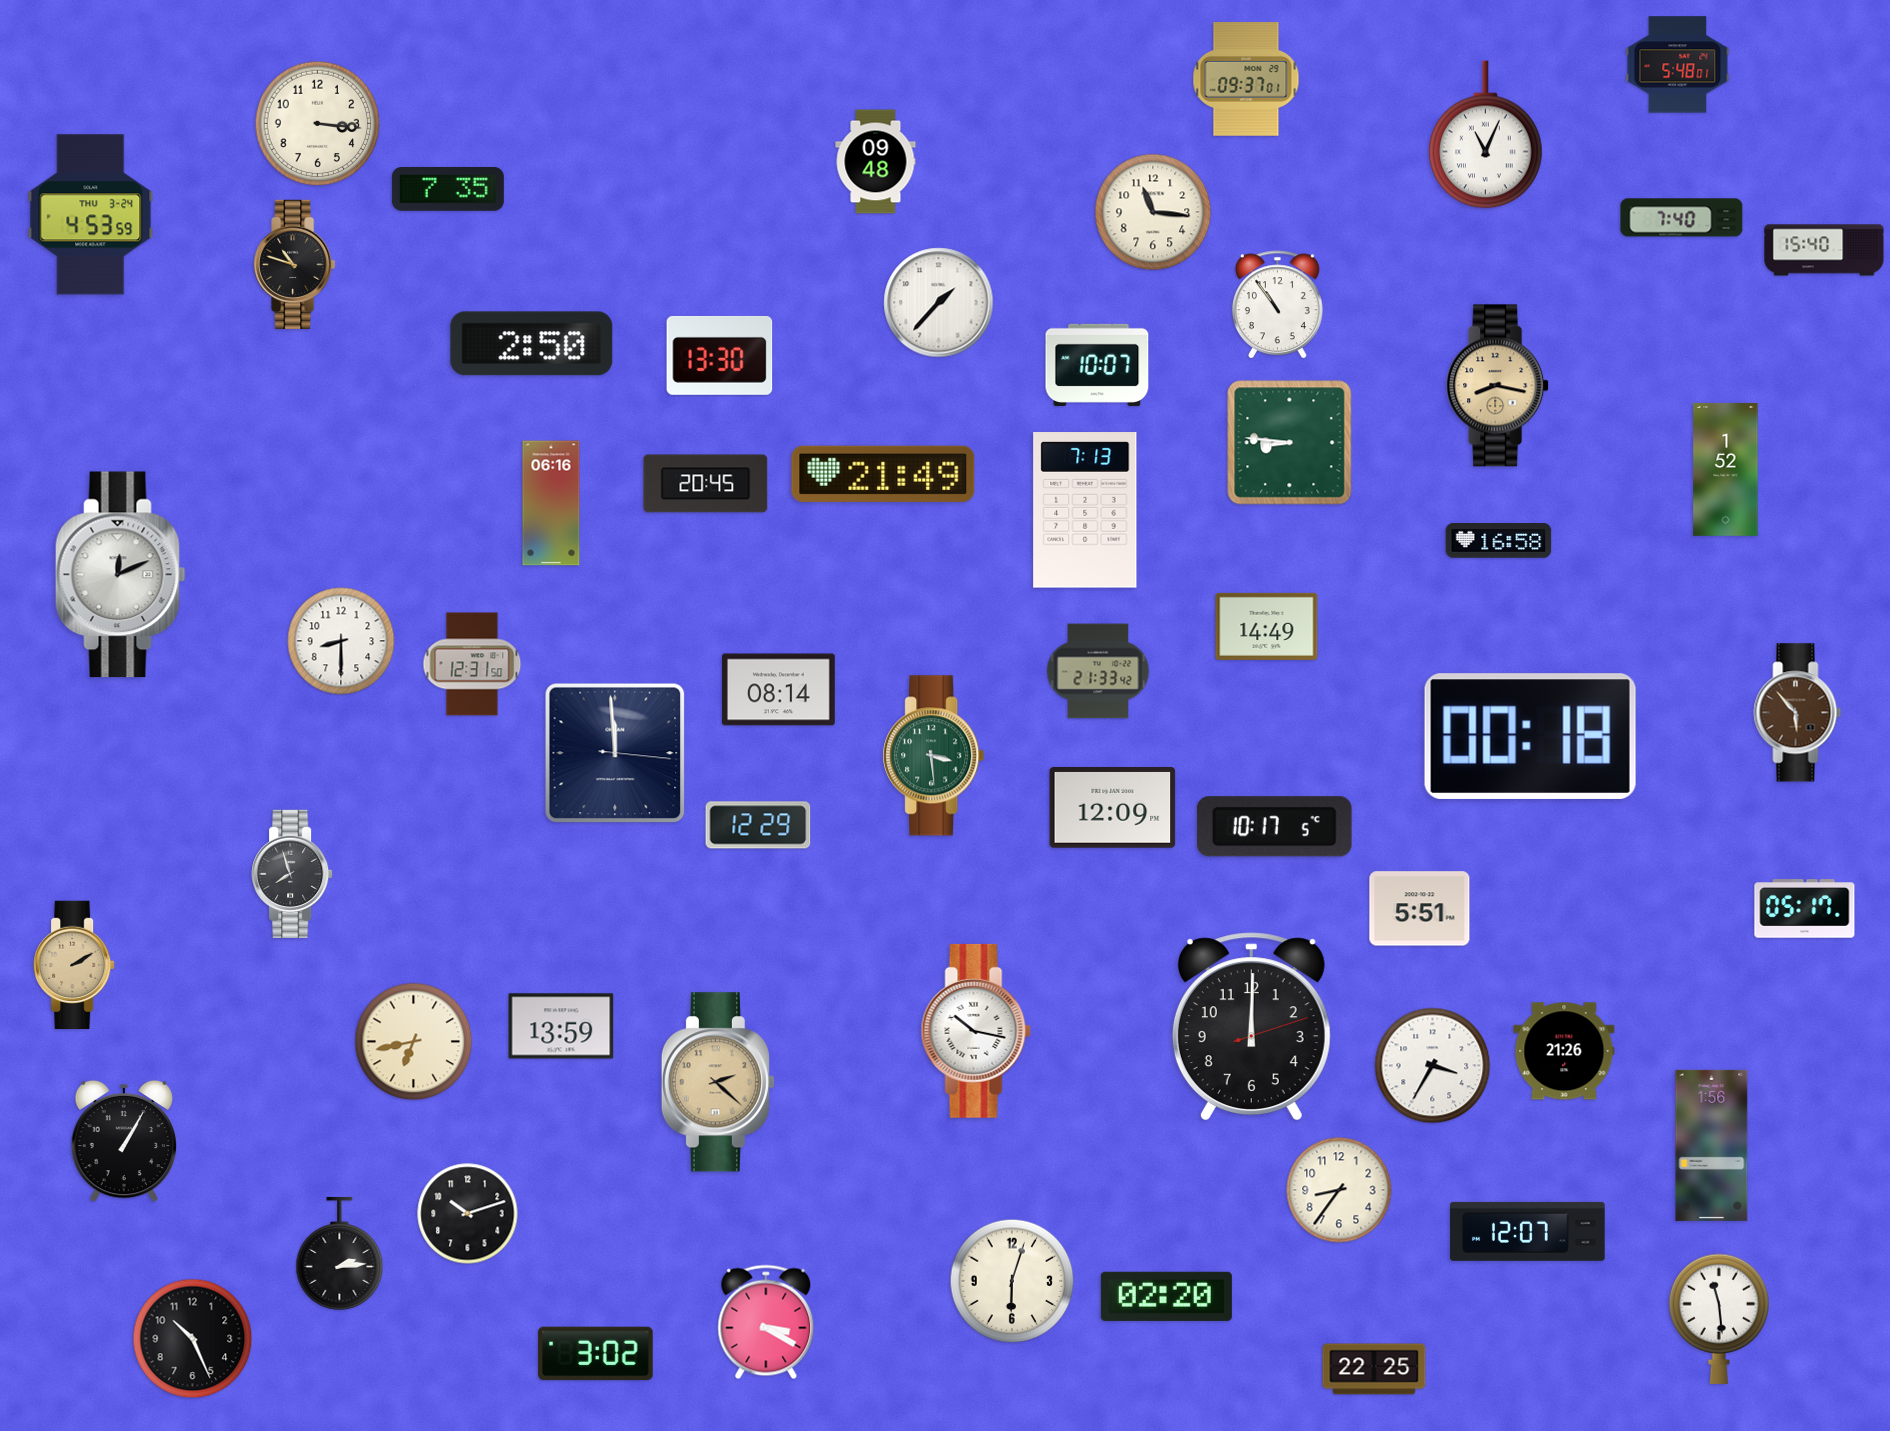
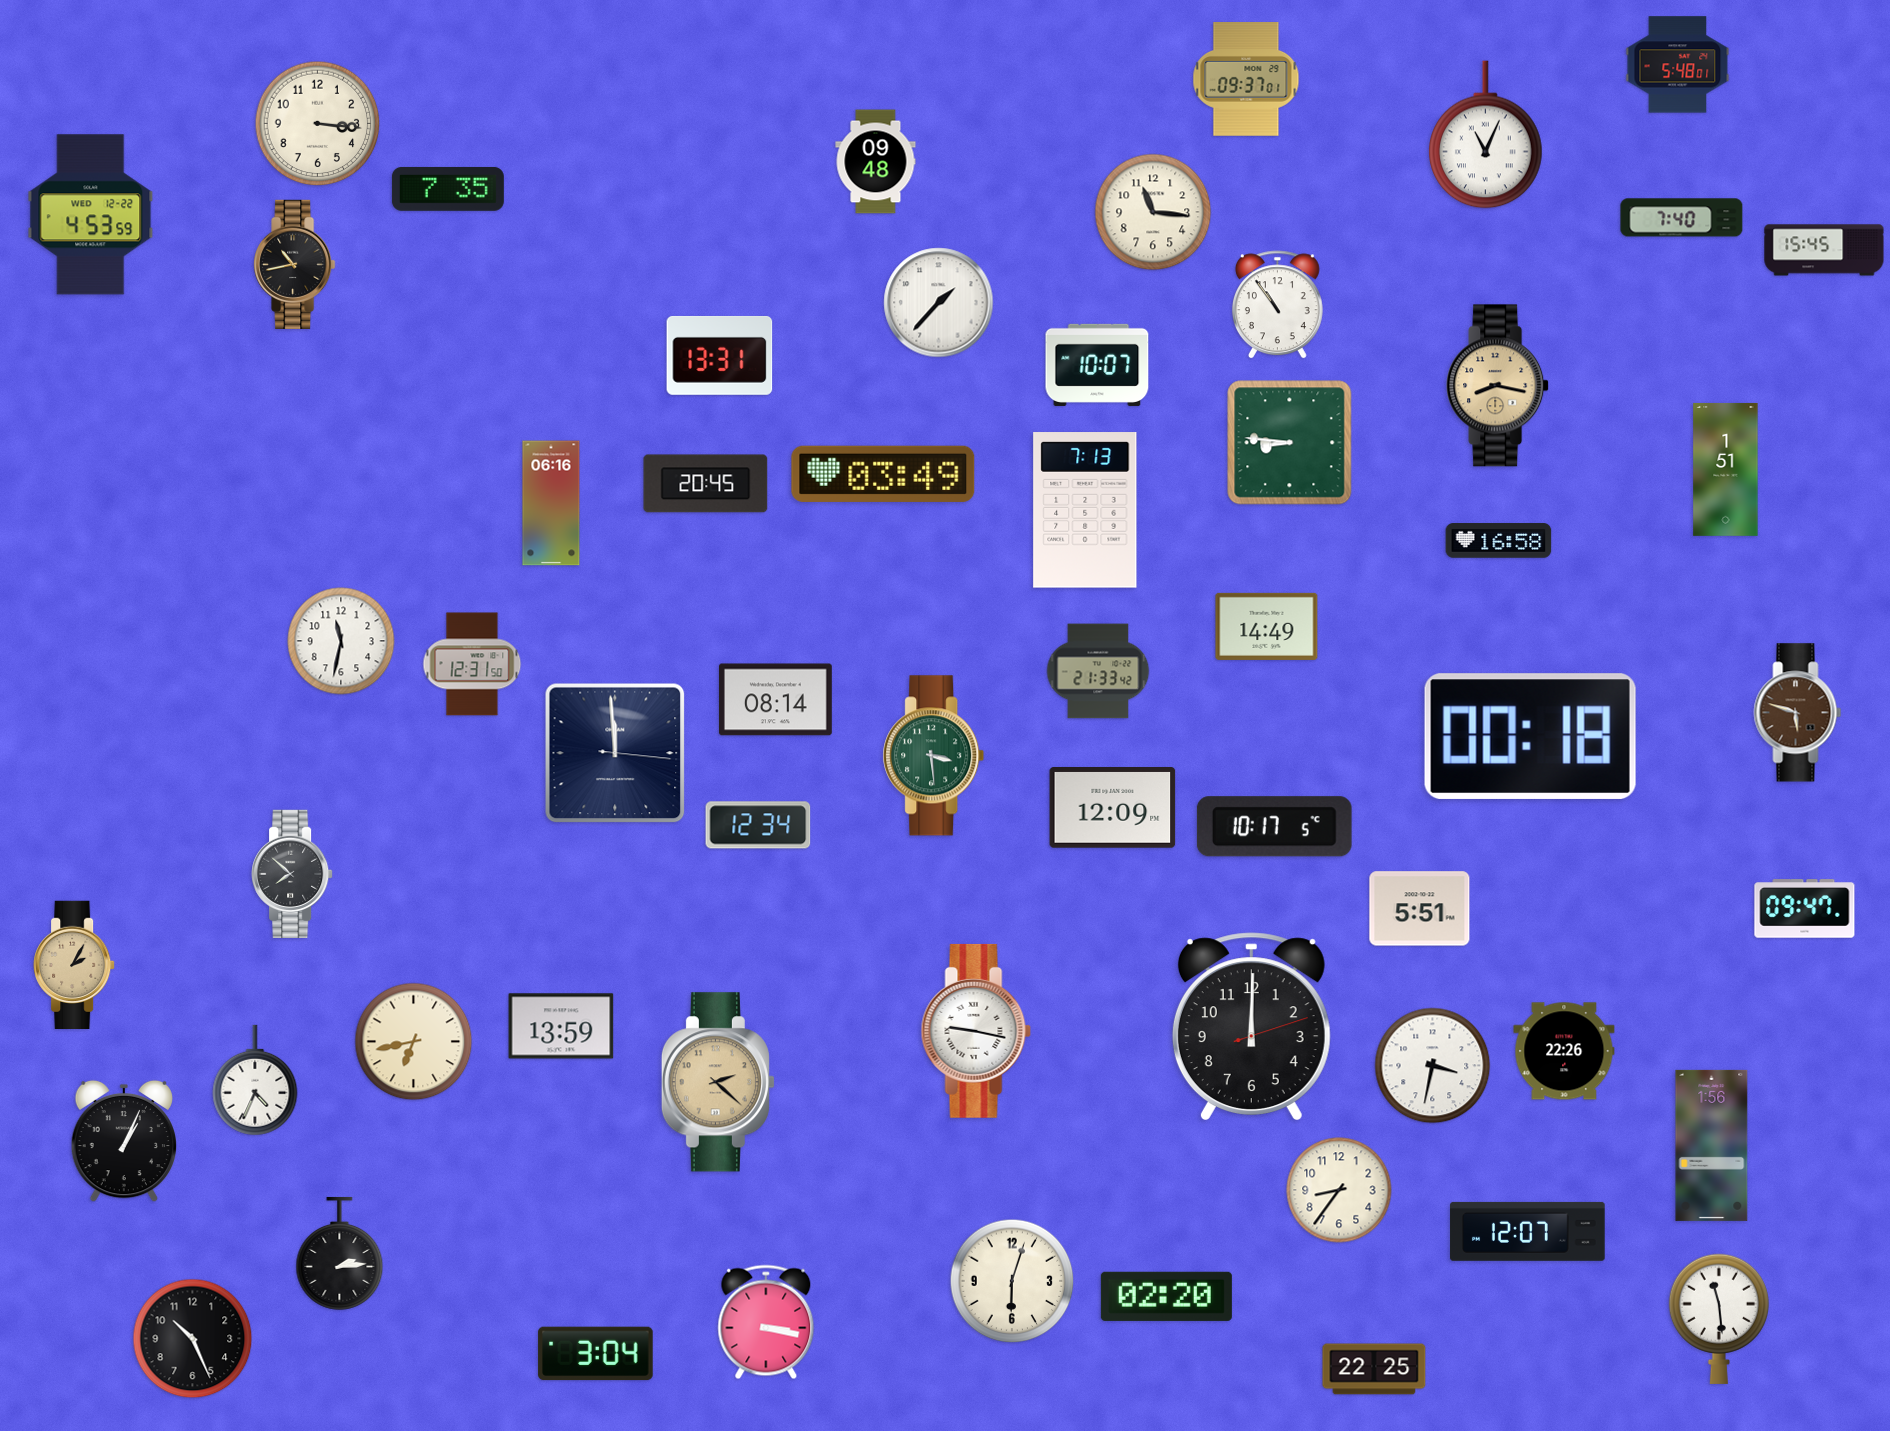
clock at (91, 215) date: THU 3-24 -> WED 12-22
clock at (1824, 250): 15:40 -> 15:45
clock at (295, 264): 10:48 -> 10:43
clock at (532, 344): 2:50 -> none
clock at (720, 355): 13:30 -> 13:31
clock at (1726, 469): 1:52 -> 1:51
clock at (883, 474): 21:49 -> 03:49
clock at (121, 575): 12:11 -> none
clock at (341, 641): 8:30 -> 11:32
clock at (778, 690) position: (778, 690) -> (775, 700)
clock at (1798, 713): 5:53 -> 5:48
clock at (758, 825): 12:29 -> 12:34
clock at (292, 874): 7:57 -> 7:52
clock at (1805, 909): 05:17 -> 09:47
clock at (74, 965): 2:10 -> 2:05
clock at (976, 1031): 10:17 -> 9:17
clock at (1564, 1051): 21:26 -> 22:26
clock at (1433, 1066): 3:35 -> 3:32
clock at (255, 1080): none -> 4:34
clock at (123, 1141): 1:05 -> 1:04
clock at (468, 1214): 10:12 -> none
clock at (766, 1322): 3:20 -> 3:17
clock at (596, 1354): 3:02 -> 3:04
